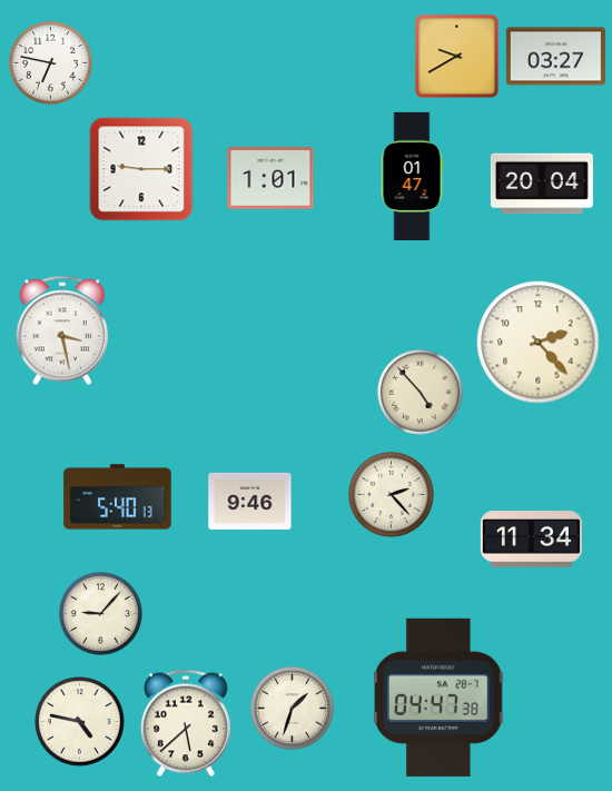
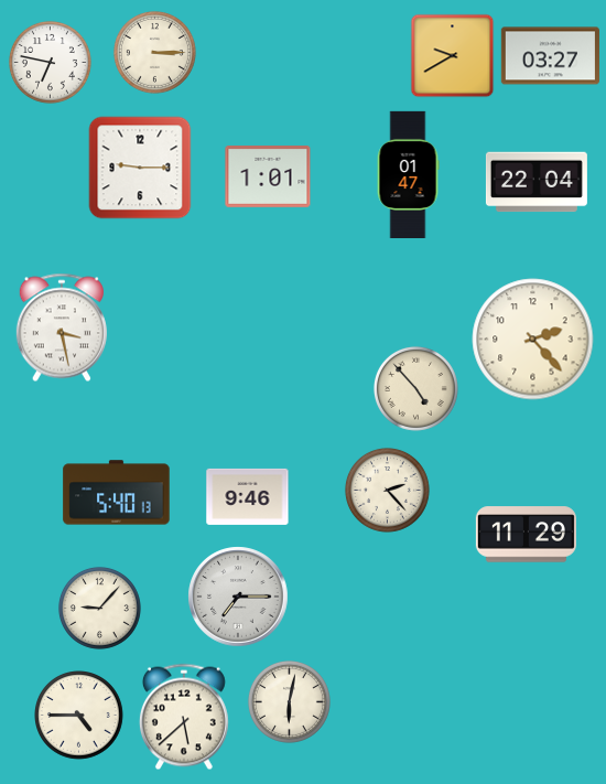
clock at (154, 52): none -> 3:15
clock at (542, 184): 20:04 -> 22:04
clock at (531, 540): 11:34 -> 11:29
clock at (238, 597): none -> 7:15
clock at (440, 698): 04:47 -> none
clock at (292, 708): 1:33 -> 6:02
clock at (80, 722): 4:47 -> 4:45
